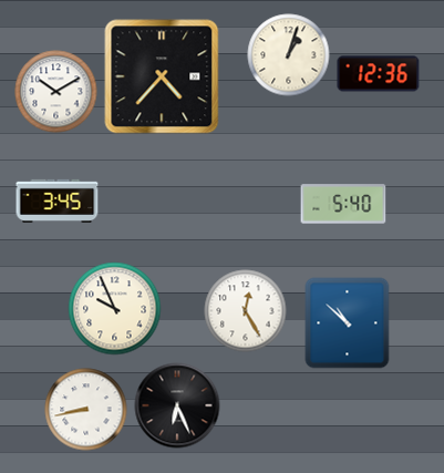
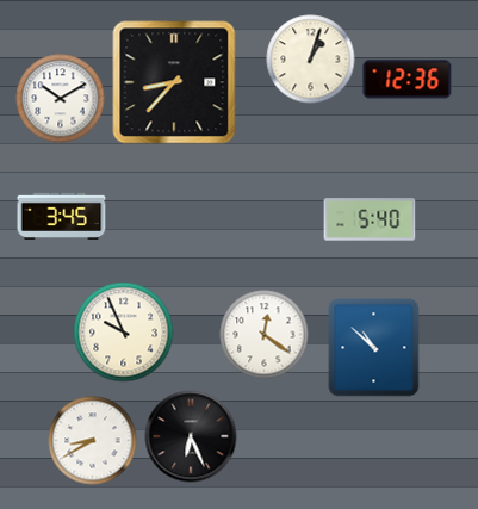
clock at (162, 76): 4:37 -> 8:37
clock at (246, 311): 12:25 -> 12:21
clock at (86, 410): 8:43 -> 8:40
